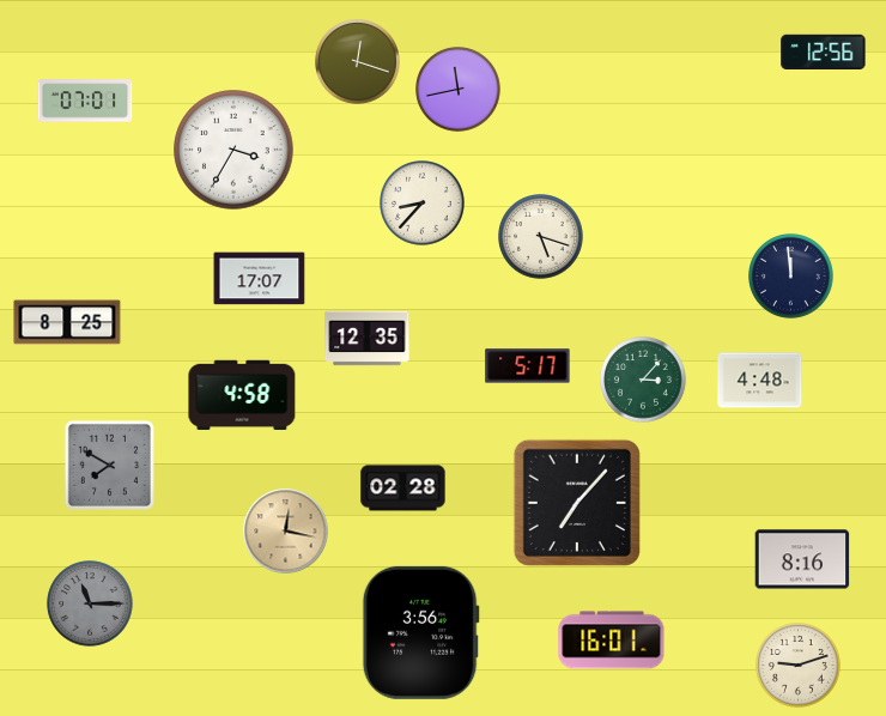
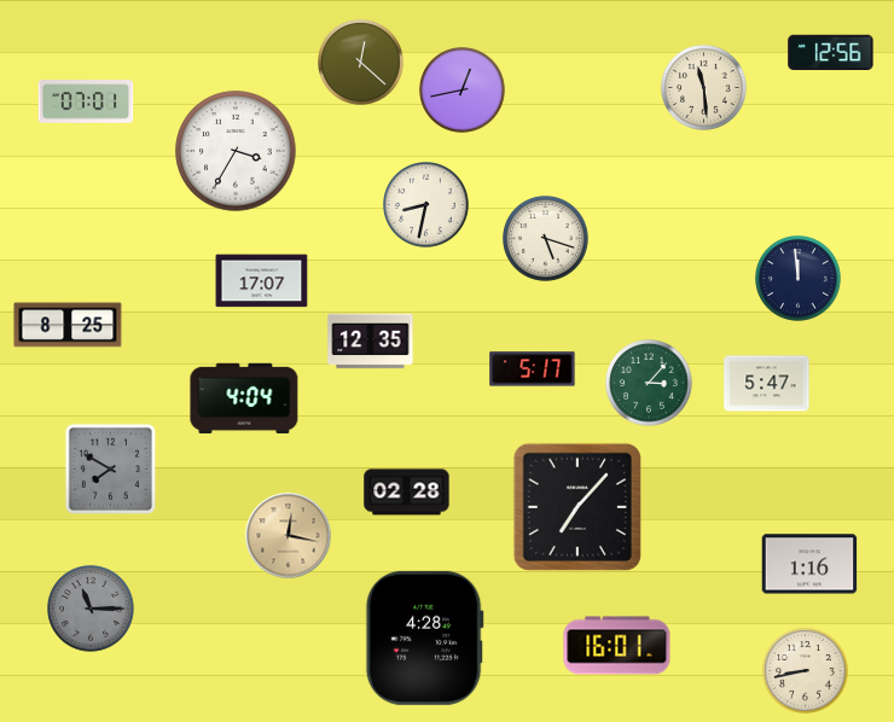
clock at (358, 62): 12:18 -> 12:22
clock at (704, 88): none -> 11:29
clock at (459, 90): 11:43 -> 12:43
clock at (423, 204): 8:37 -> 8:32
clock at (760, 381): 4:48 -> 5:47
clock at (242, 395): 4:58 -> 4:04
clock at (577, 503) position: (577, 503) -> (577, 507)
clock at (802, 559): 8:16 -> 1:16
clock at (420, 632): 3:56 -> 4:28
clock at (799, 666): 9:12 -> 8:43
